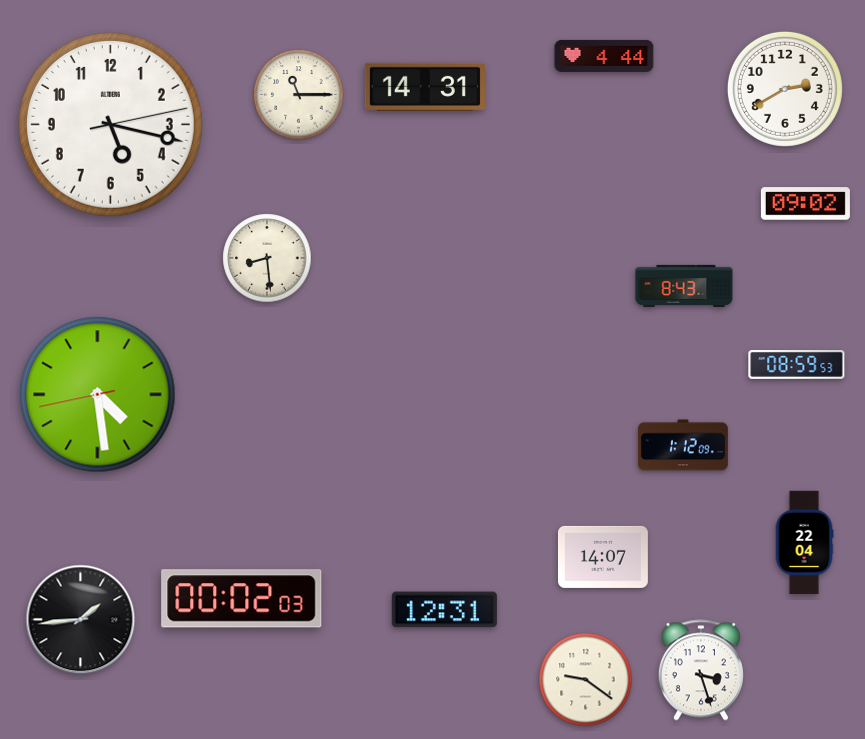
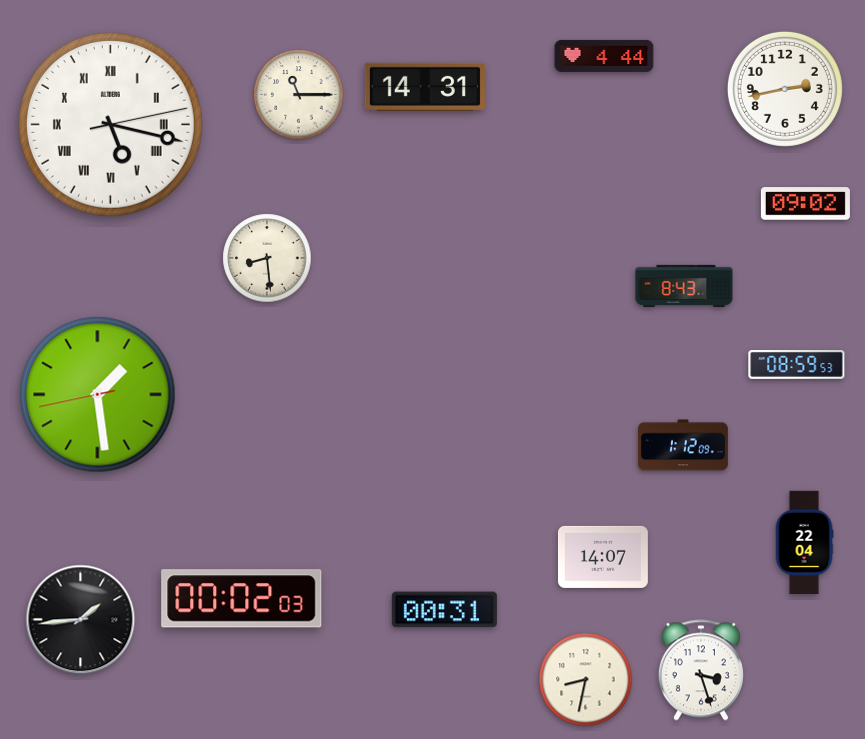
clock at (785, 89): 2:40 -> 2:43
clock at (110, 124) numerals: Arabic -> Roman
clock at (98, 395): 4:28 -> 1:28
clock at (444, 610): 12:31 -> 00:31
clock at (586, 680): 9:21 -> 8:32
